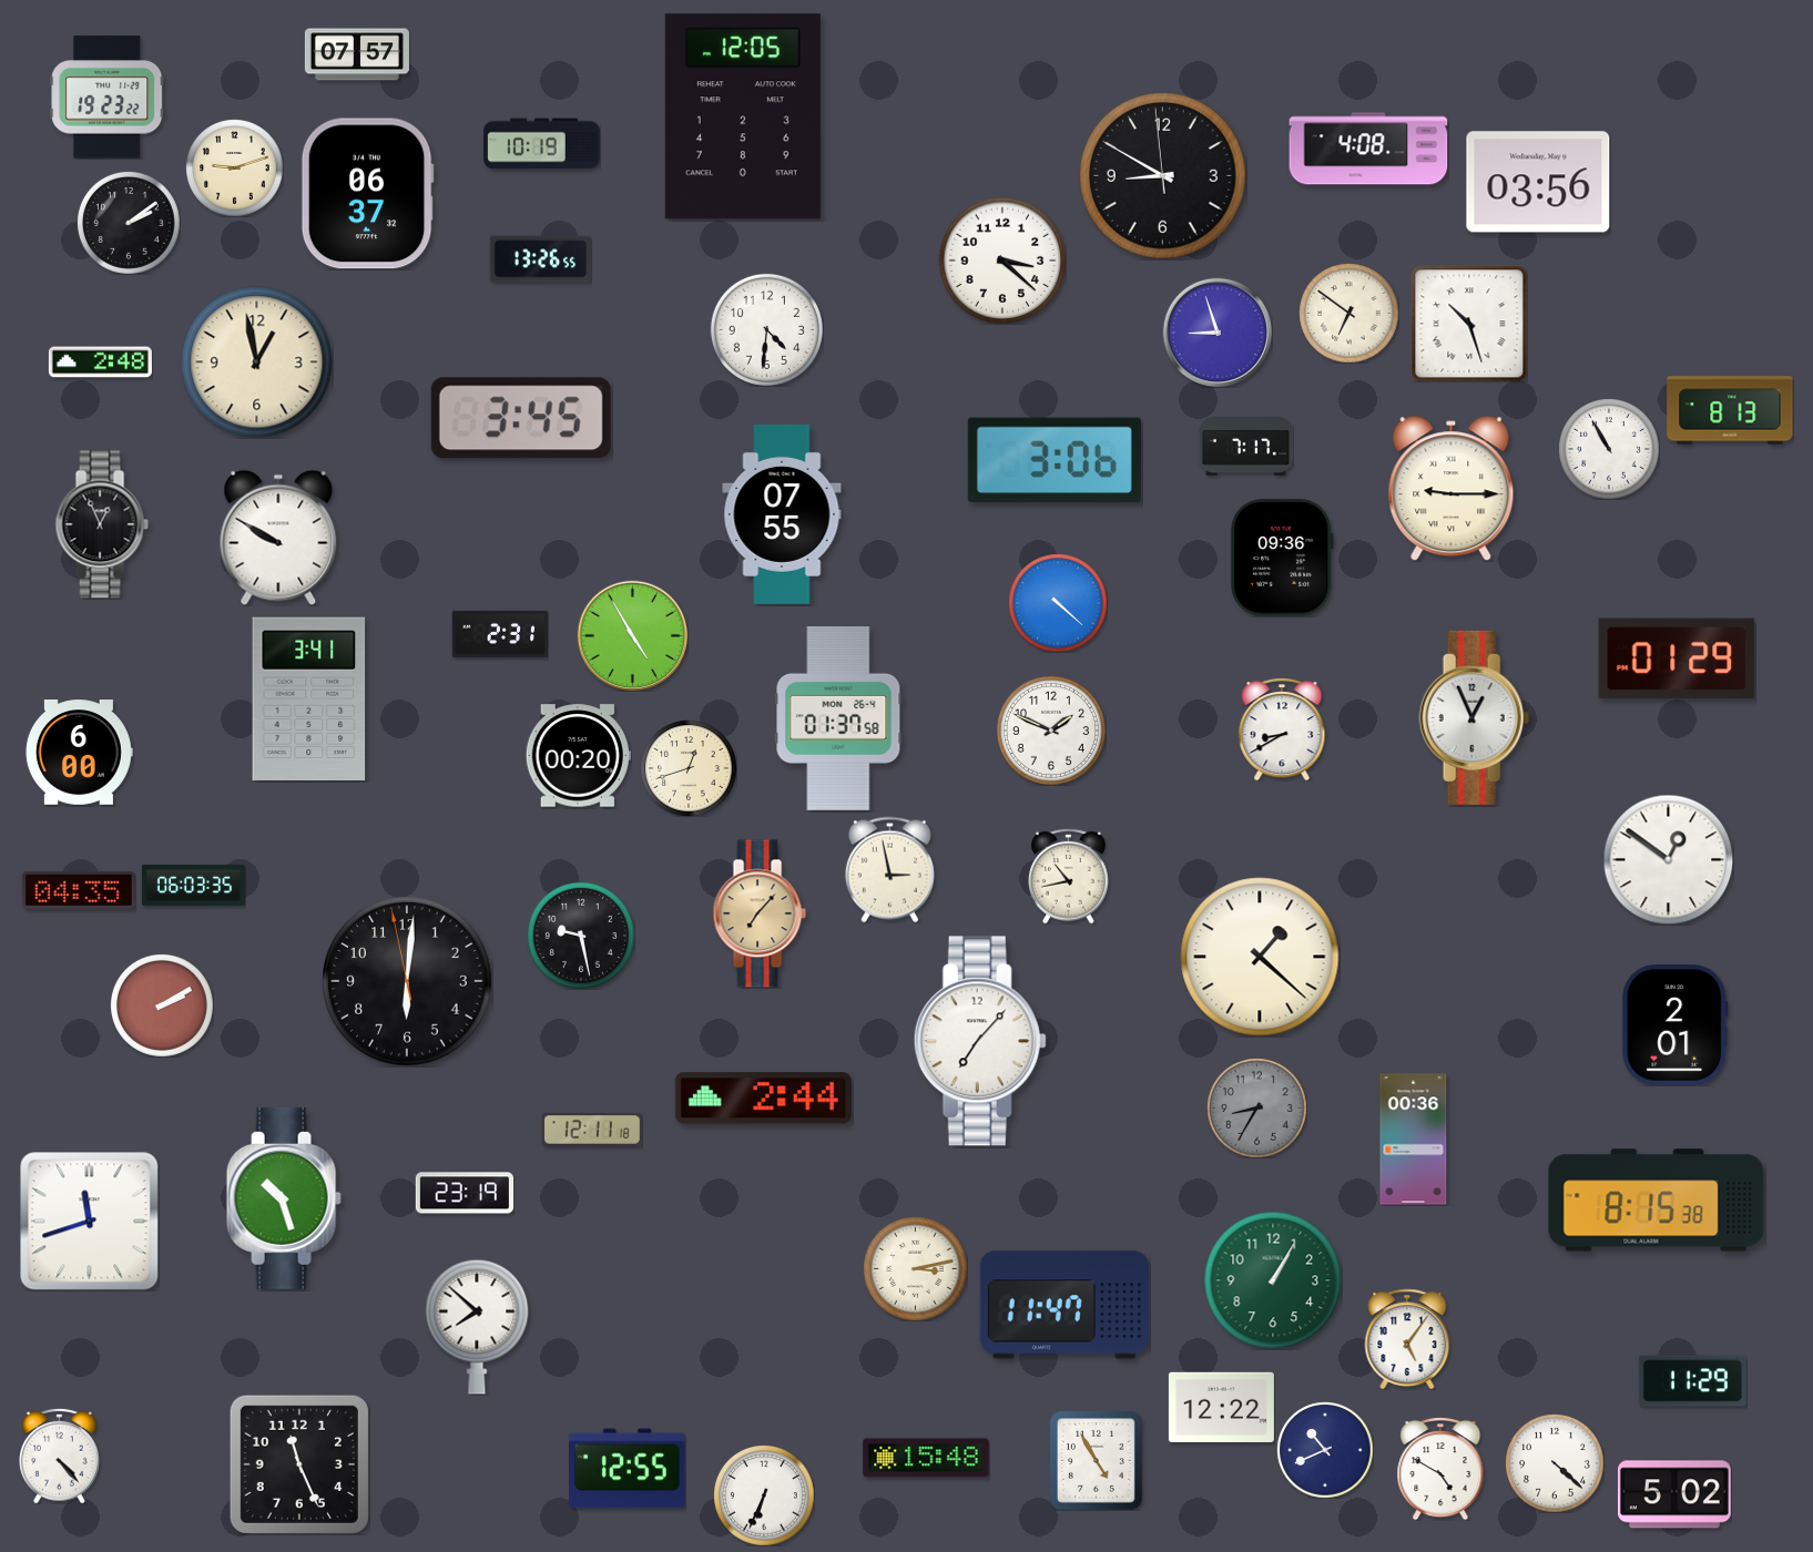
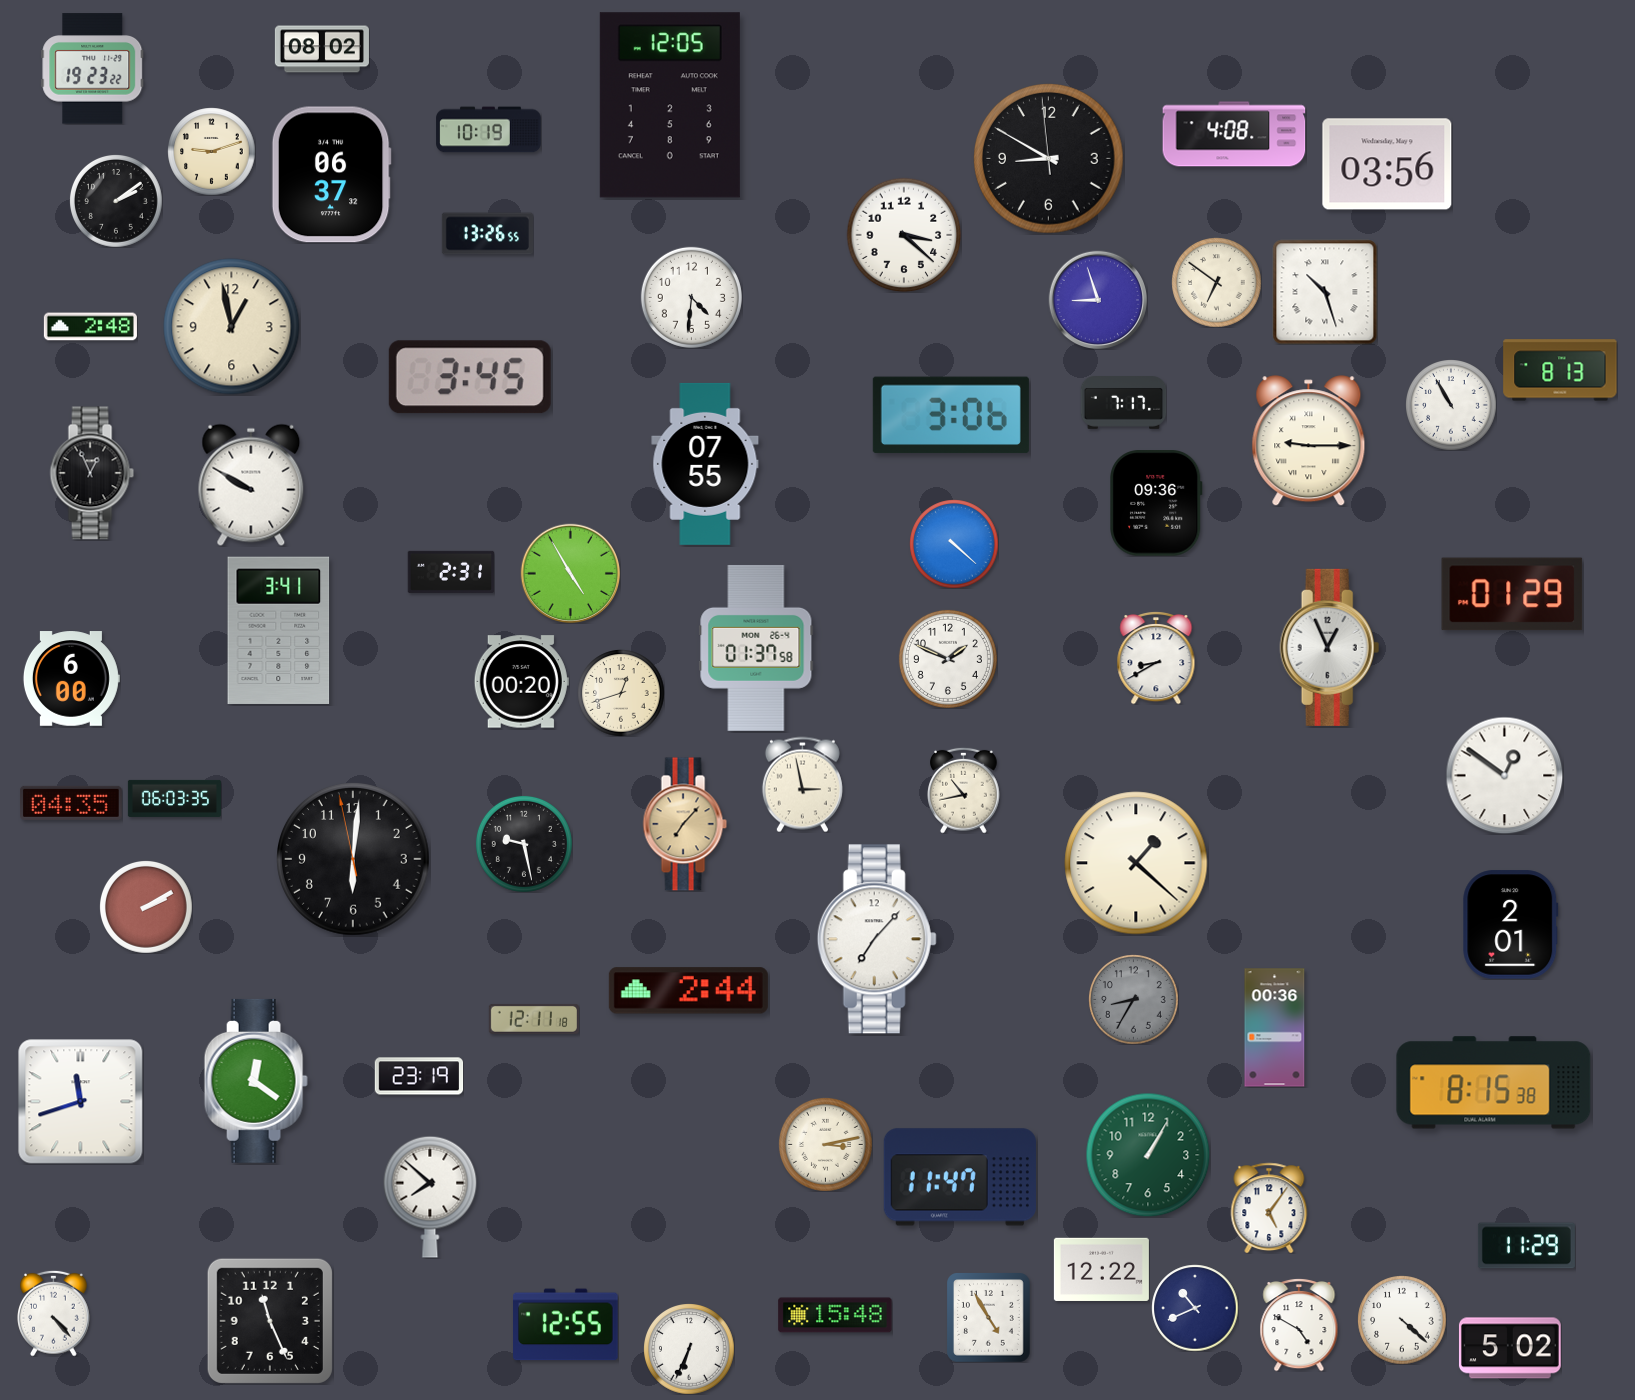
clock at (357, 54): 07:57 -> 08:02
clock at (108, 98) position: (108, 98) -> (93, 69)
clock at (408, 982) position: (408, 982) -> (354, 860)
clock at (980, 1041) position: (980, 1041) -> (877, 939)
clock at (284, 1198): 10:27 -> 12:21
